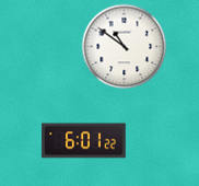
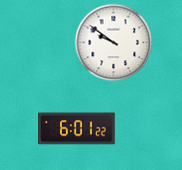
clock at (124, 46): 10:51 -> 9:51
